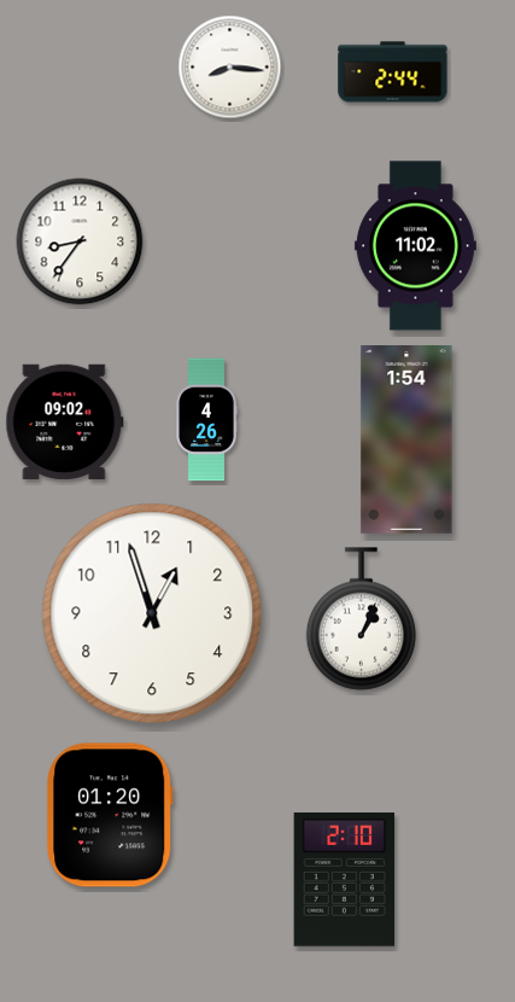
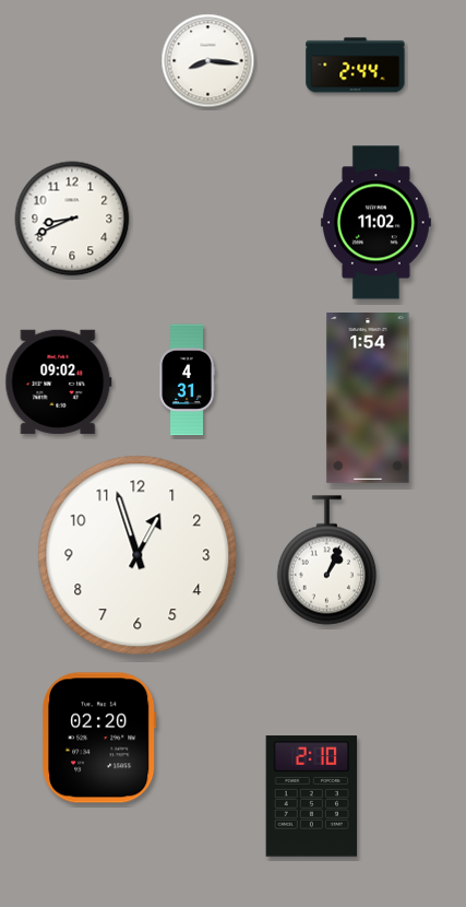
clock at (80, 241): 8:36 -> 8:41
clock at (206, 420): 4:26 -> 4:31
clock at (110, 815): 01:20 -> 02:20
